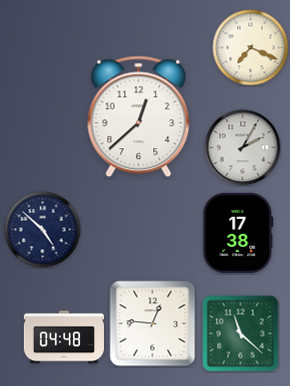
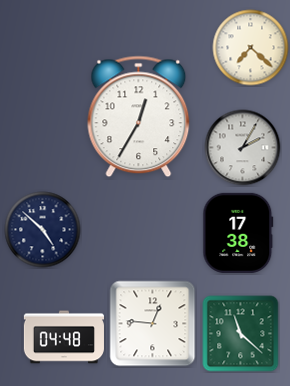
clock at (251, 48): 7:19 -> 7:22
clock at (139, 117): 12:38 -> 12:35
